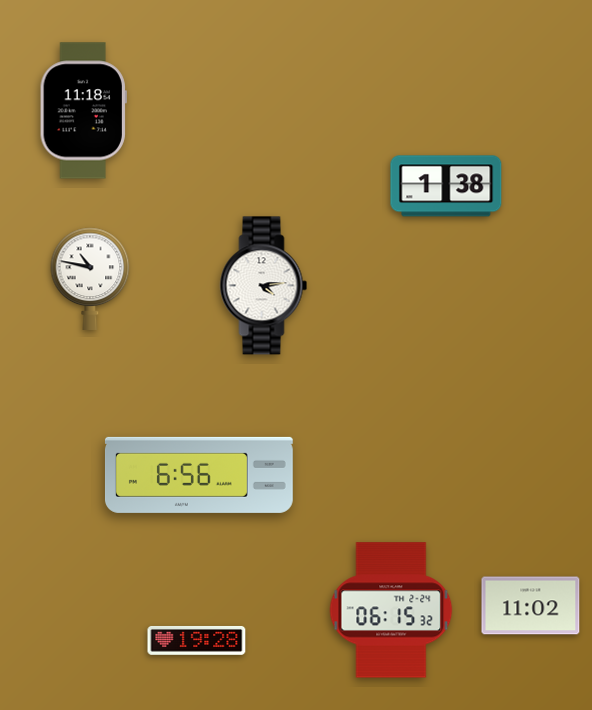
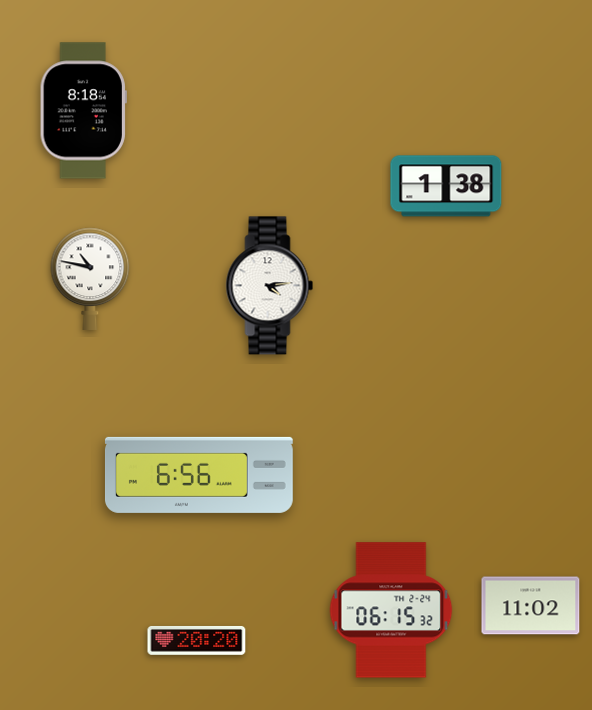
clock at (83, 111): 11:18 -> 8:18
clock at (264, 286) position: (264, 286) -> (270, 286)
clock at (197, 640): 19:28 -> 20:20
